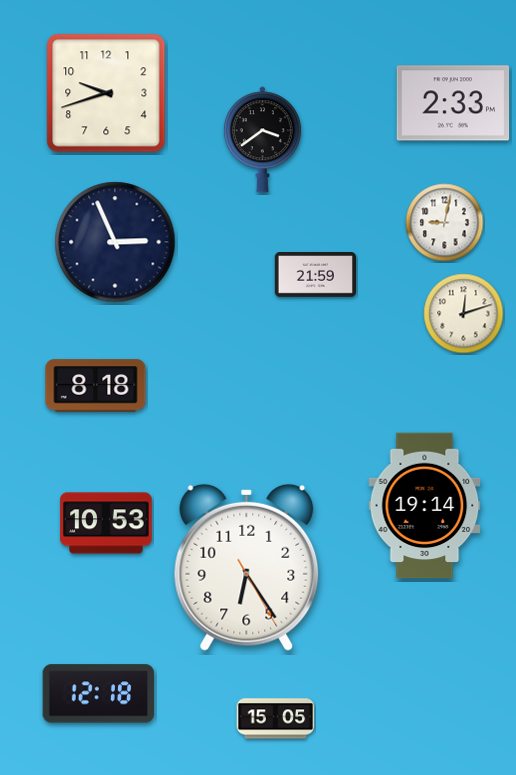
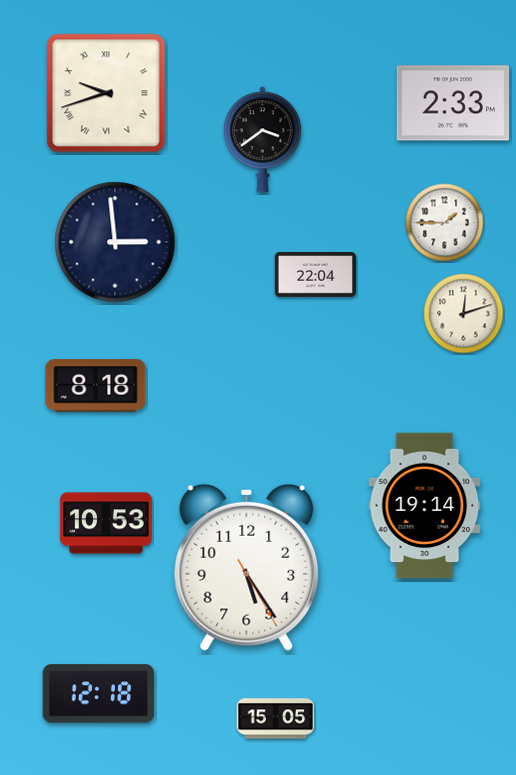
clock at (106, 93) numerals: Arabic -> Roman
clock at (445, 223): 9:02 -> 1:45
clock at (115, 242): 2:56 -> 2:59
clock at (315, 275): 21:59 -> 22:04
clock at (247, 567): 6:24 -> 5:24
